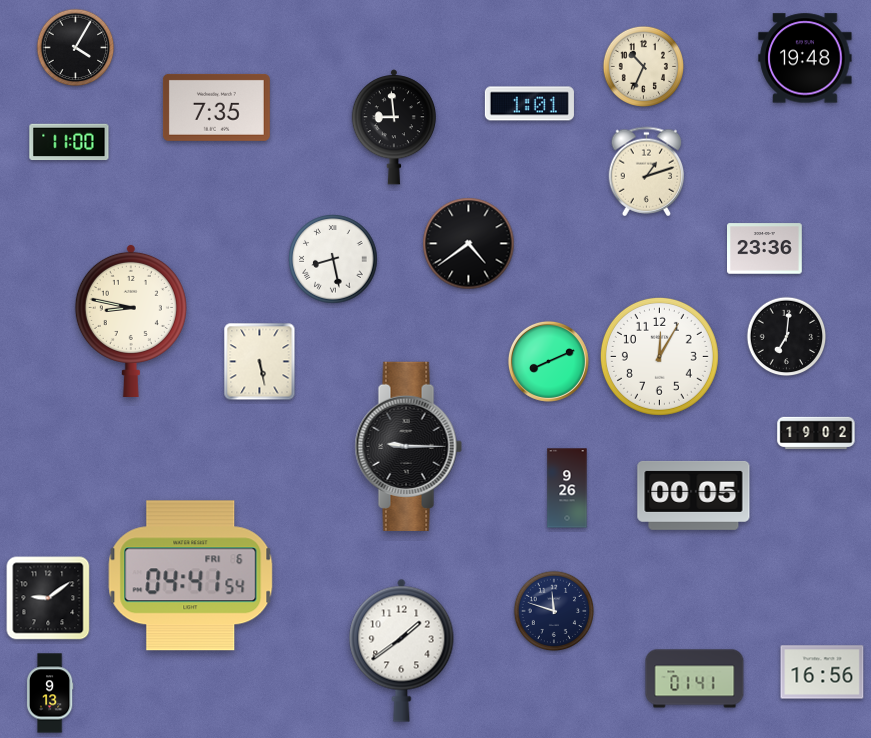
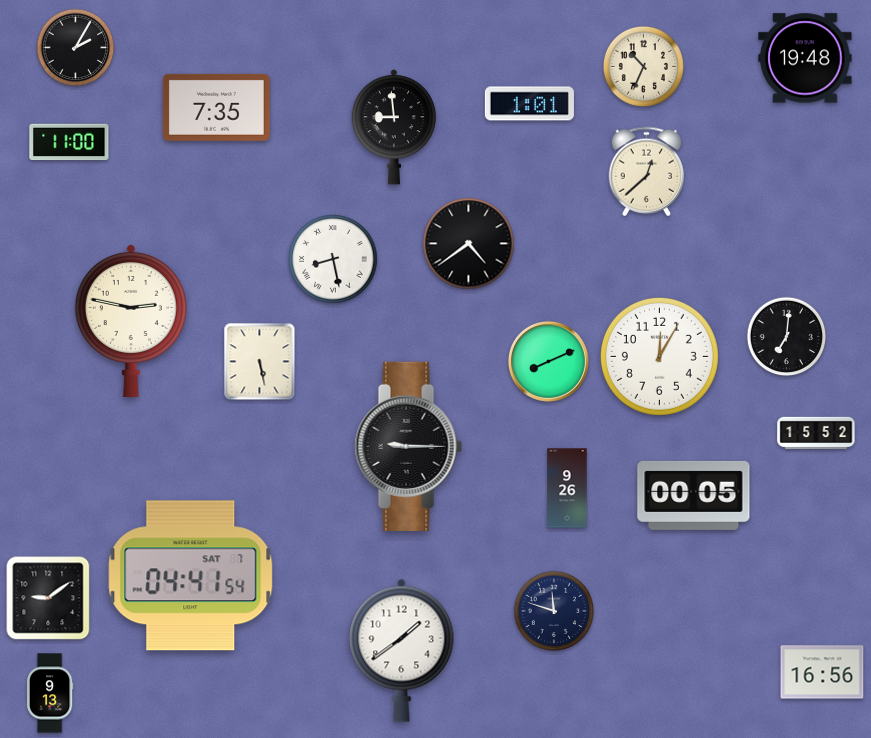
clock at (76, 48): 4:05 -> 2:05
clock at (647, 172): 1:12 -> 12:38
clock at (765, 249): 23:36 -> none
clock at (131, 320): 8:47 -> 2:47
clock at (816, 433): 19:02 -> 15:52
clock at (191, 576) date: FRI 6 -> SAT 7
clock at (695, 679): 01:41 -> none
